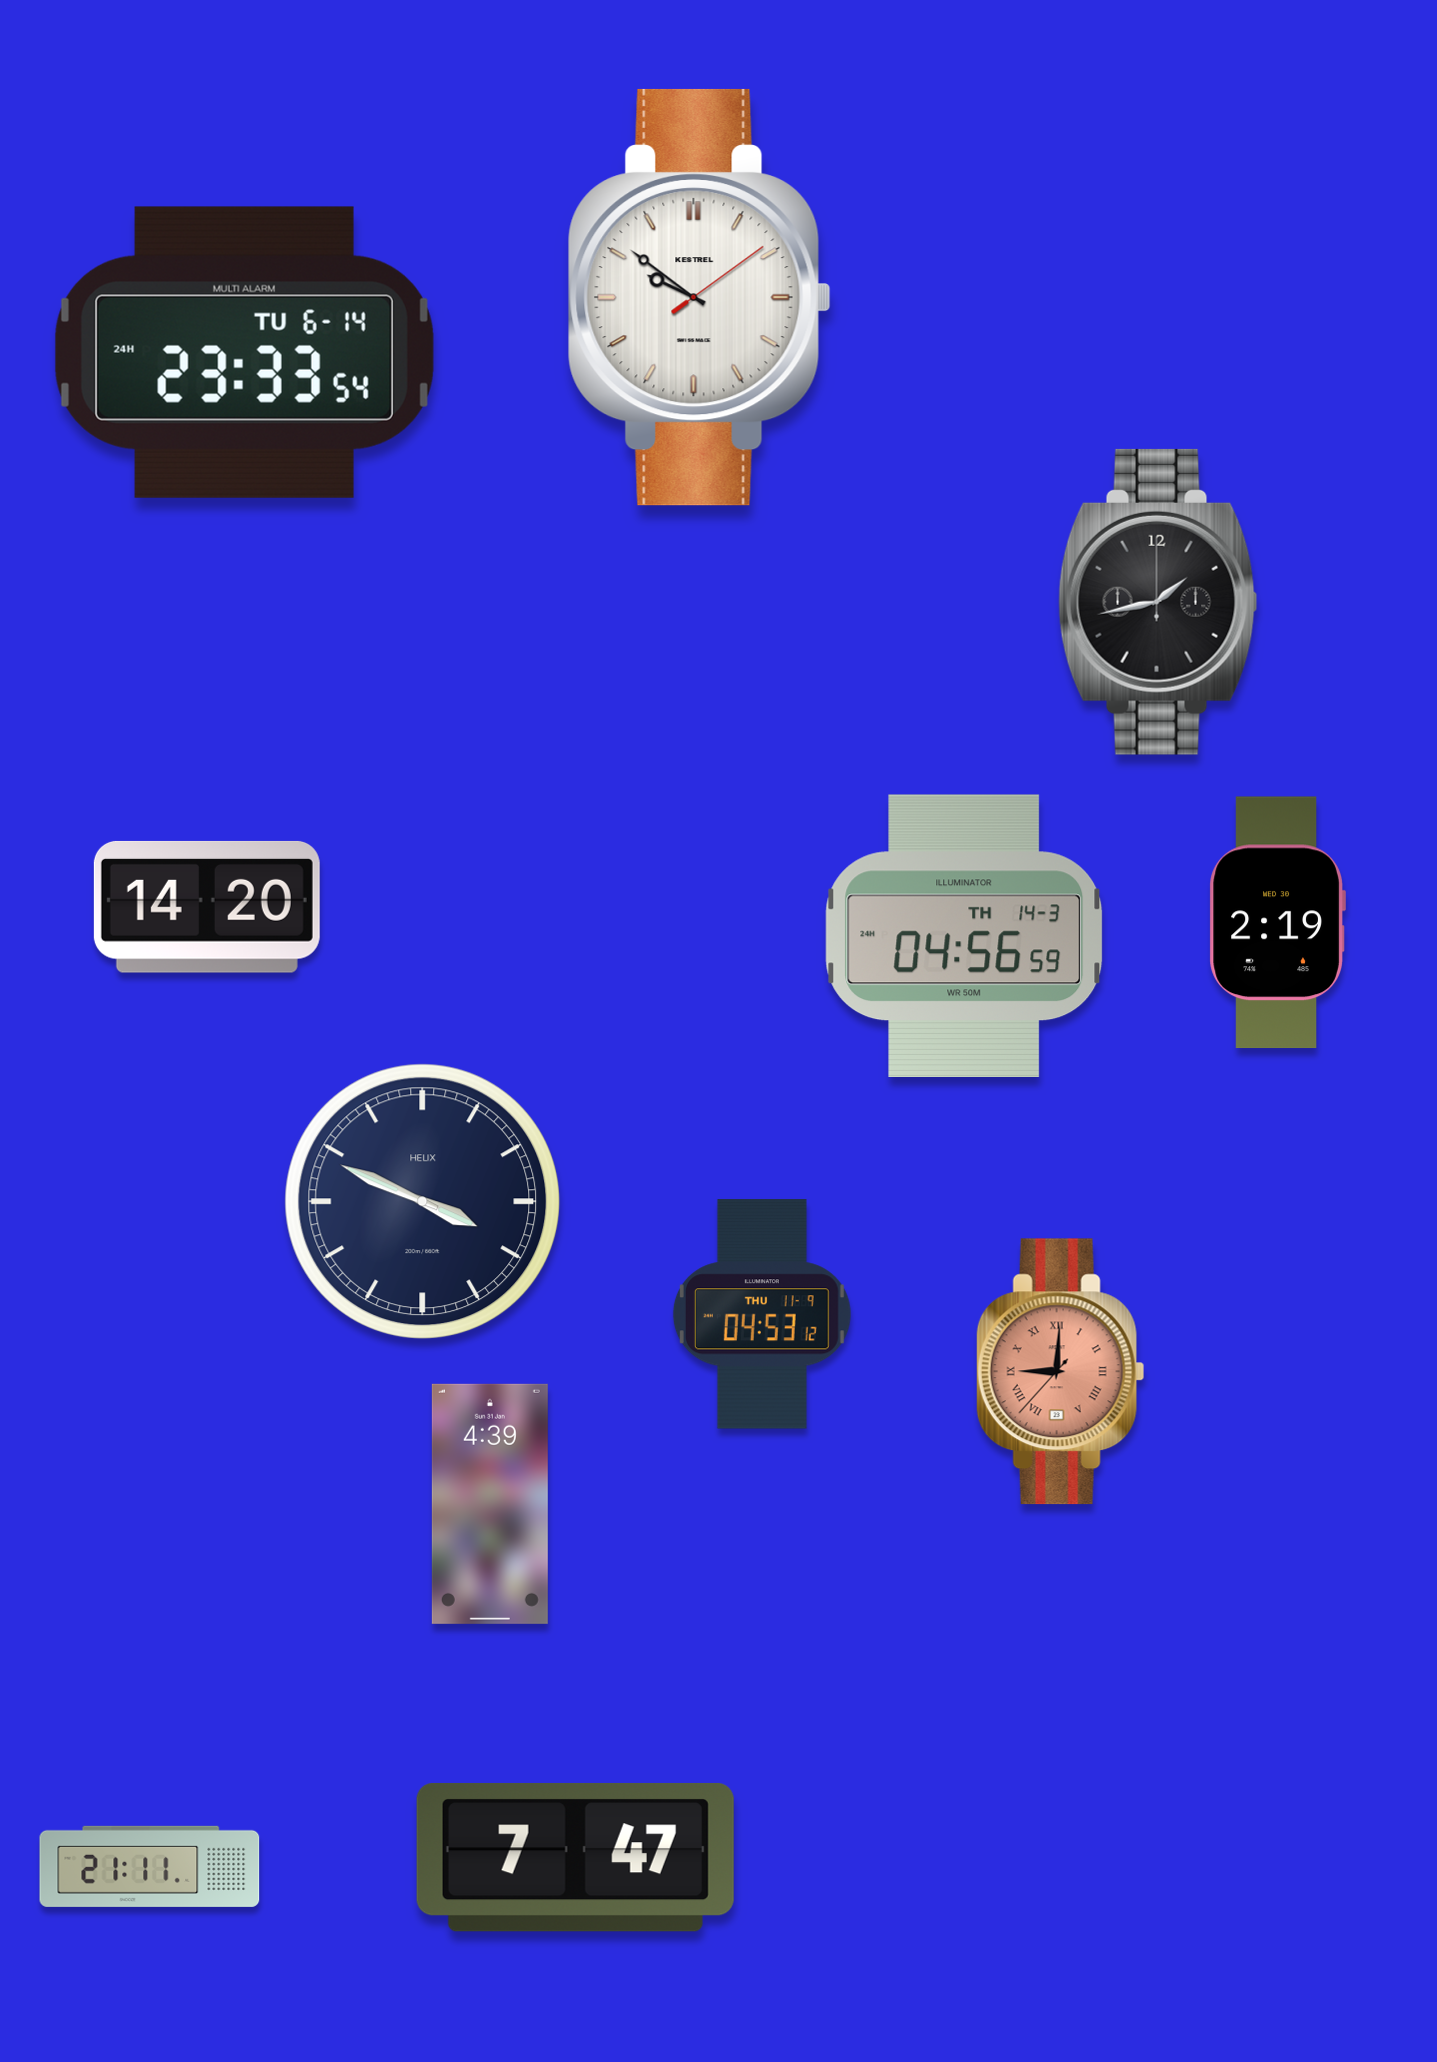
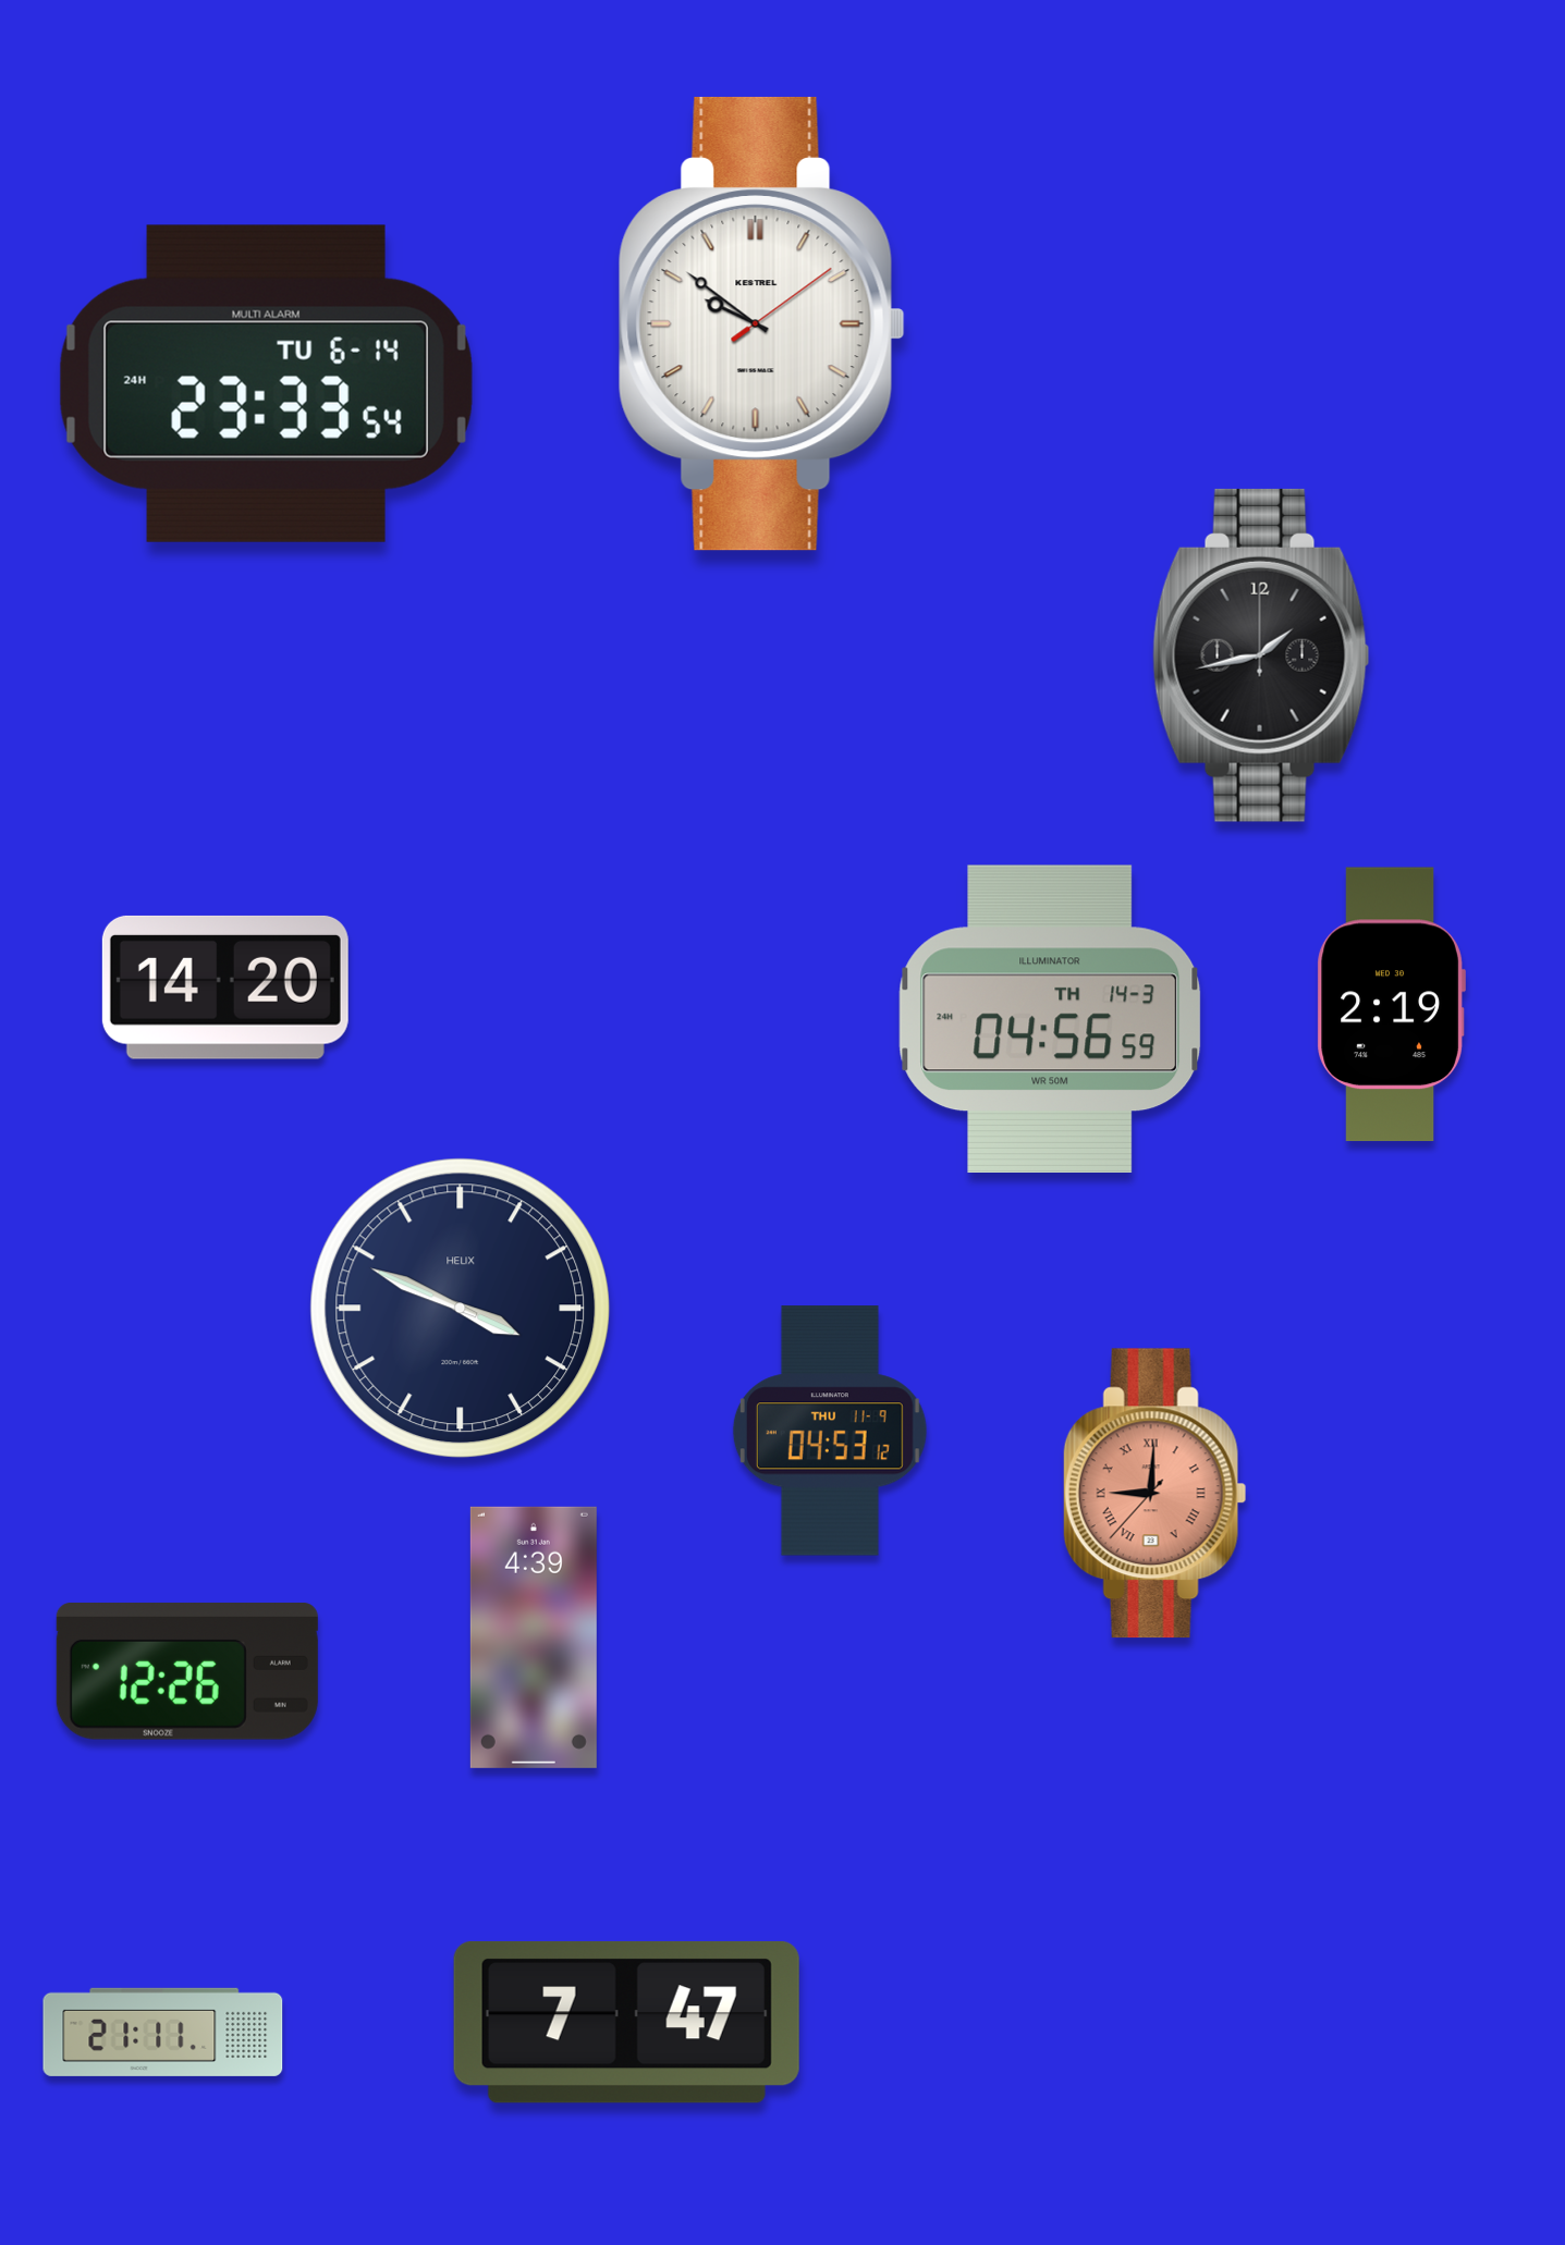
clock at (187, 1672): none -> 12:26
